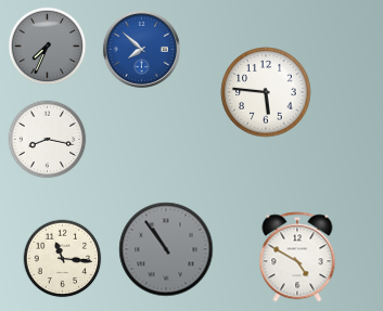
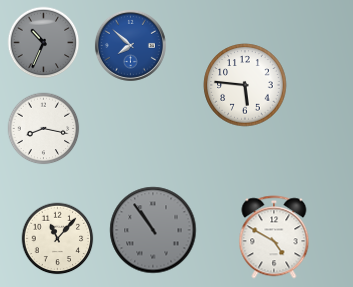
clock at (48, 47): 7:34 -> 10:34
clock at (63, 259): 11:16 -> 11:07
